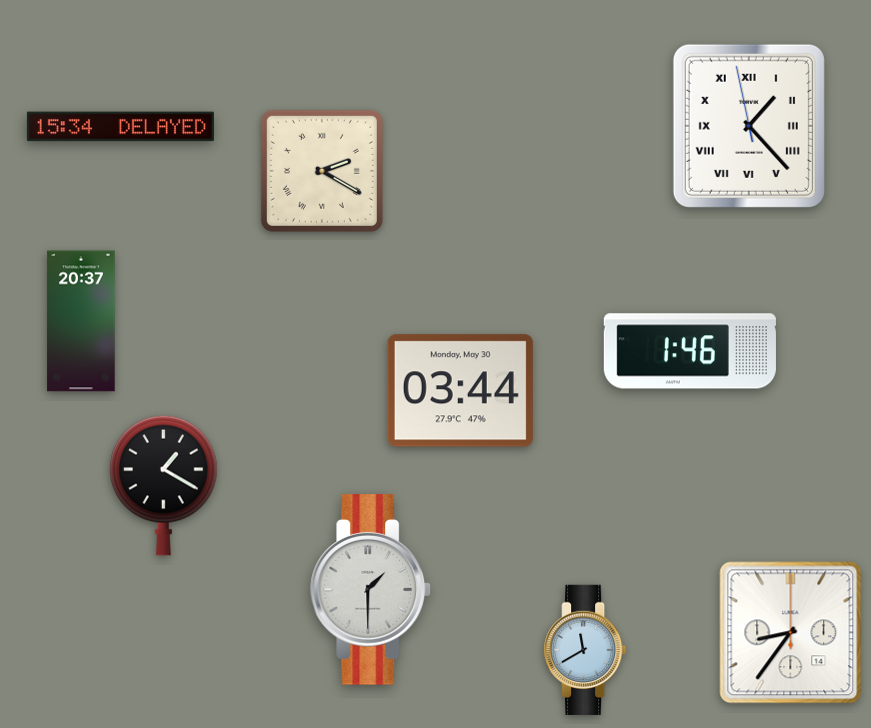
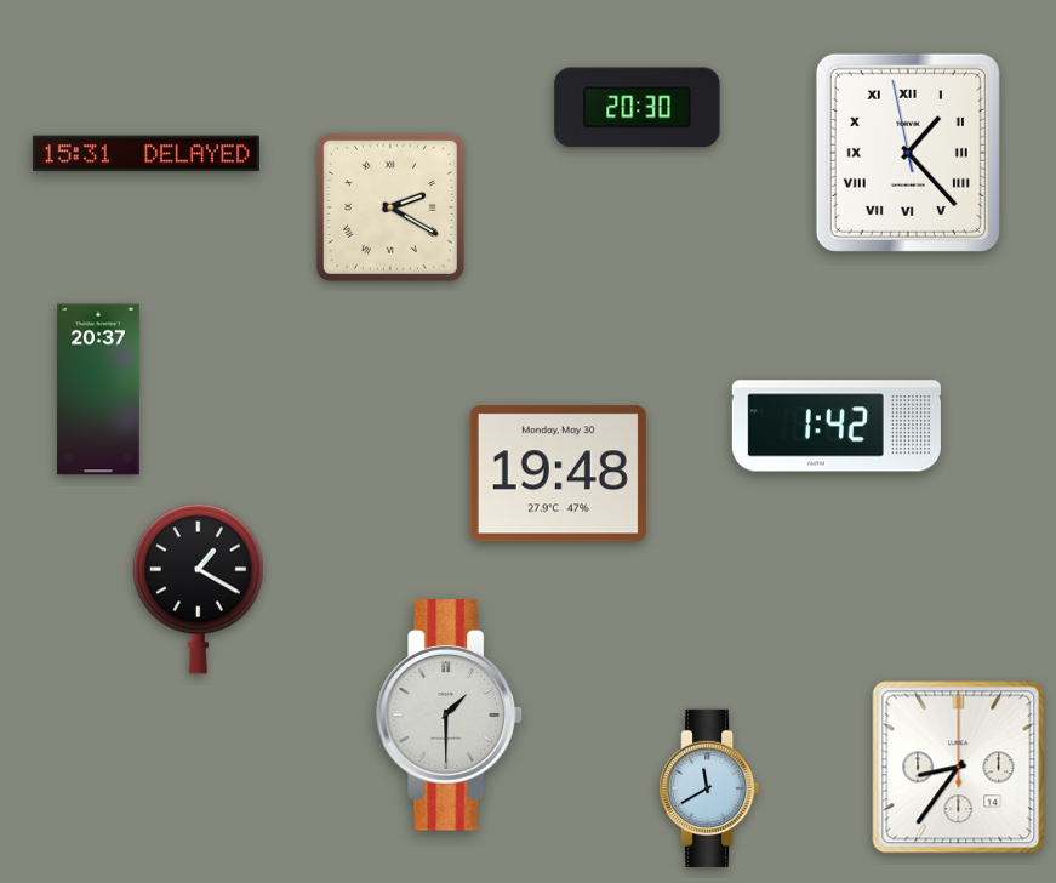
clock at (638, 108): none -> 20:30
clock at (120, 127): 15:34 -> 15:31
clock at (690, 351): 1:46 -> 1:42
clock at (460, 391): 03:44 -> 19:48
